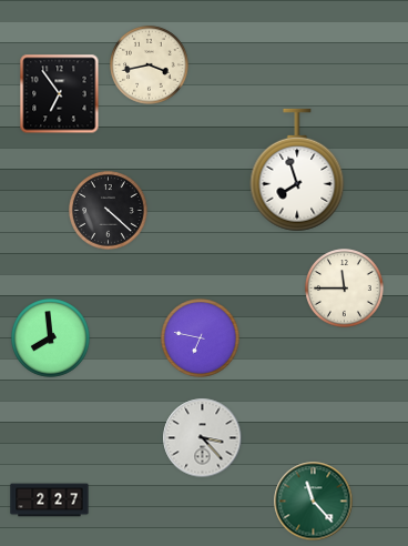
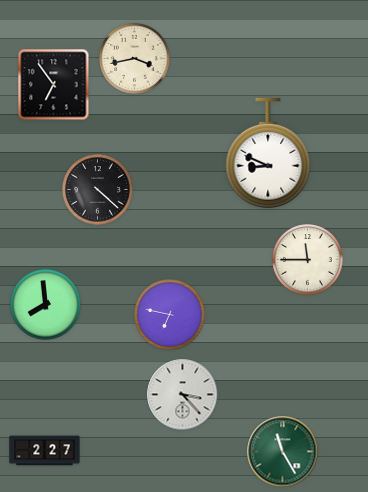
clock at (297, 170): 7:57 -> 8:49
clock at (345, 289) position: (345, 289) -> (308, 260)
clock at (201, 338) position: (201, 338) -> (170, 315)
clock at (314, 502): 11:23 -> 11:25
